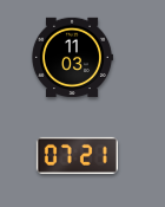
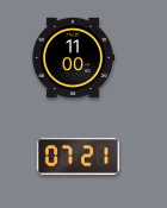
clock at (72, 58): 11:03 -> 11:00
